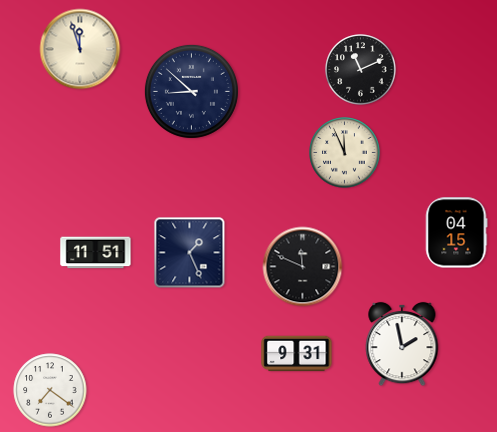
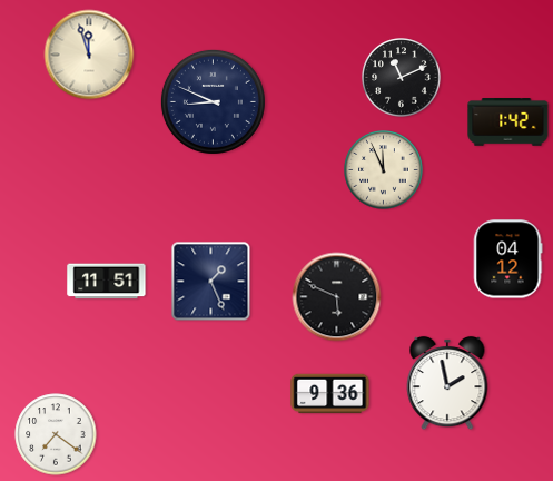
clock at (191, 91): 8:52 -> 8:49
clock at (508, 122): none -> 1:42
clock at (456, 233): 04:15 -> 04:12
clock at (303, 267): 11:49 -> 5:49
clock at (297, 354): 9:31 -> 9:36
